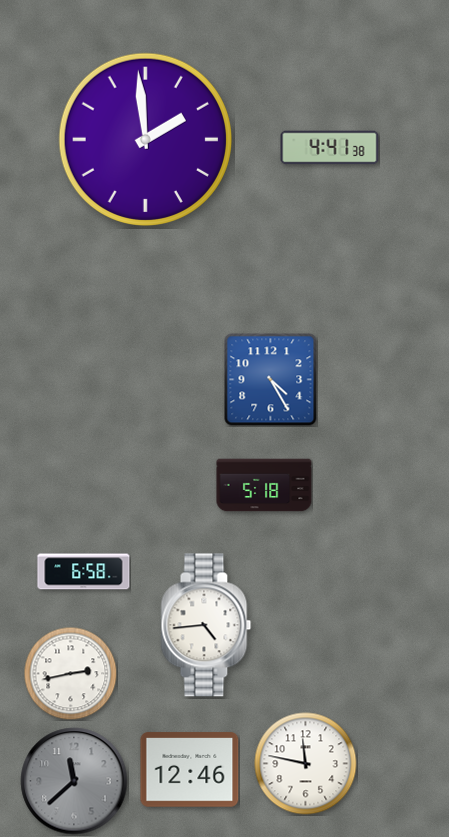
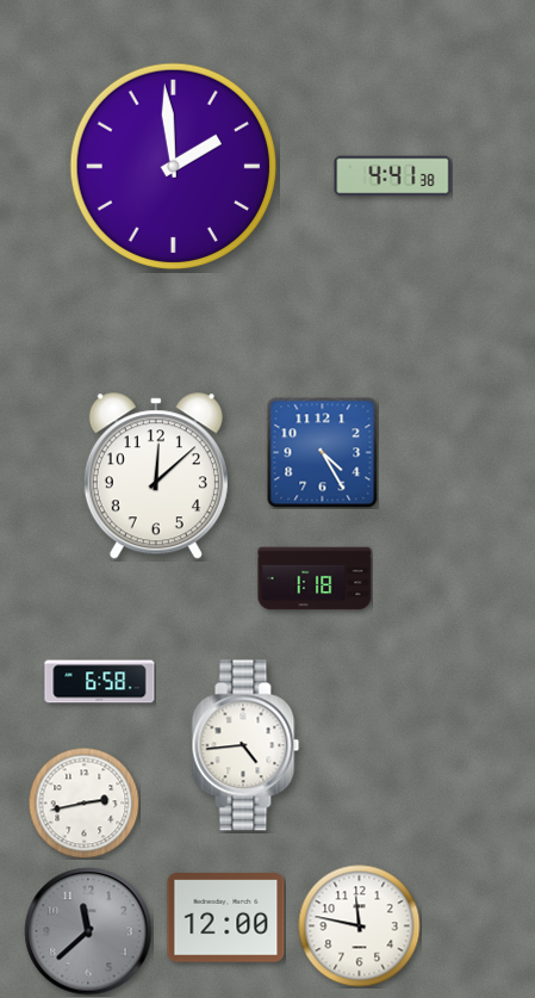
clock at (156, 477): none -> 12:08
clock at (264, 485): 5:18 -> 1:18
clock at (306, 764) position: (306, 764) -> (360, 926)
clock at (190, 770): 12:46 -> 12:00
